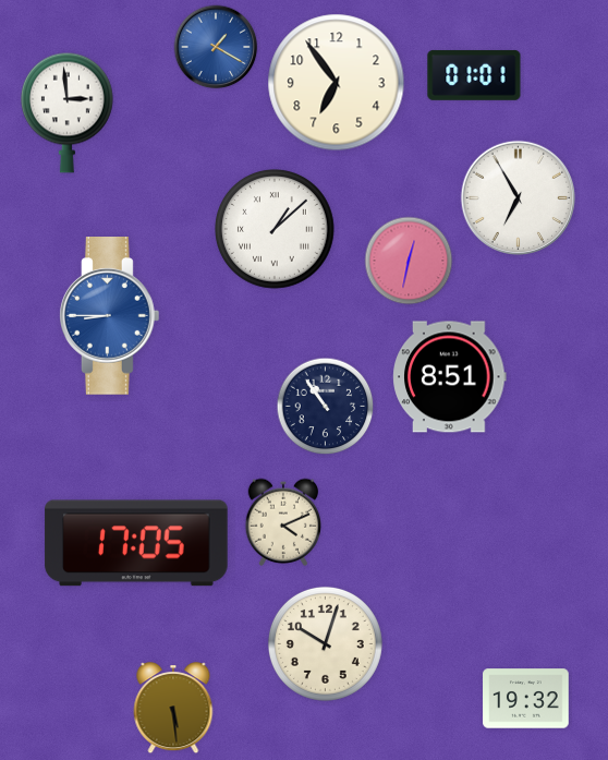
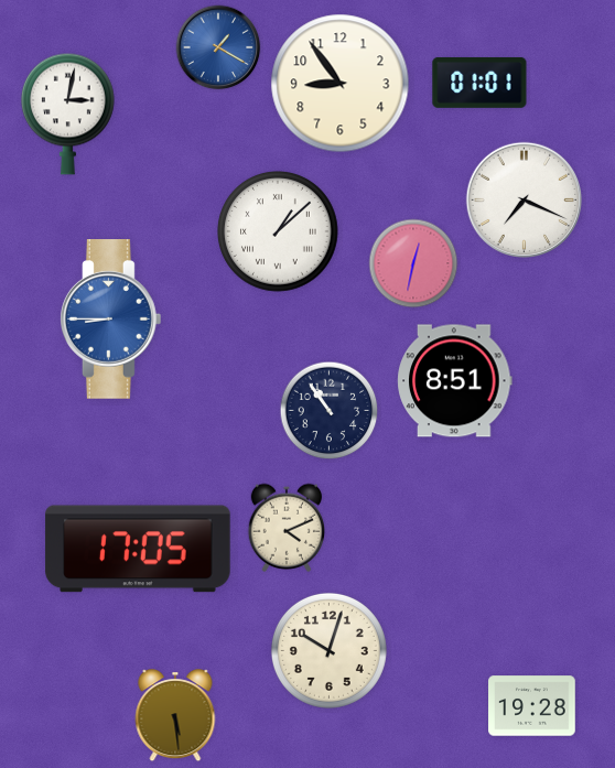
clock at (474, 75) position: (474, 75) -> (479, 83)
clock at (337, 83): 6:54 -> 8:54
clock at (68, 112): 2:59 -> 3:02
clock at (518, 197): 6:55 -> 7:19
clock at (526, 699): 19:32 -> 19:28
